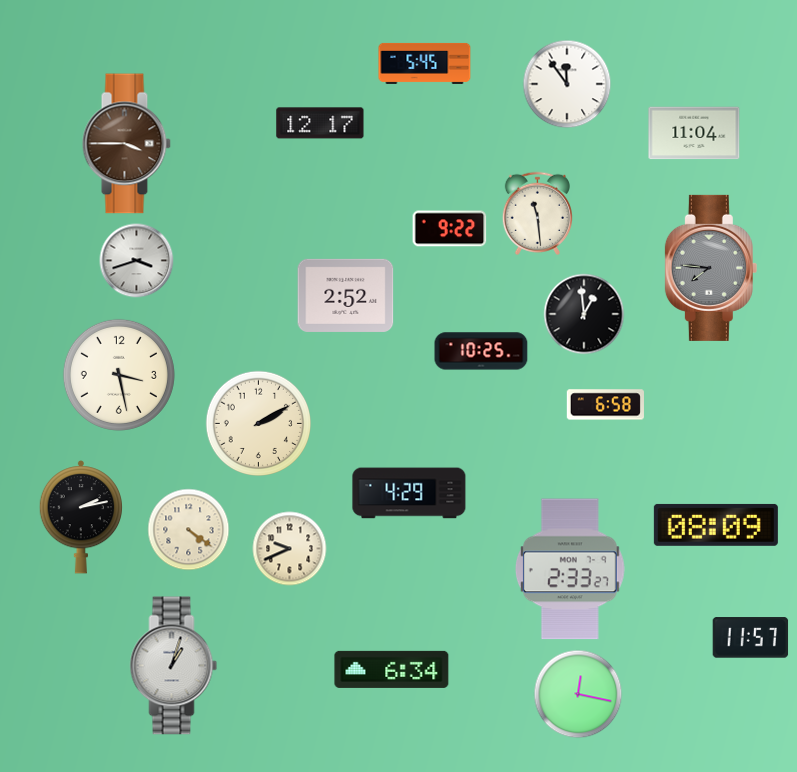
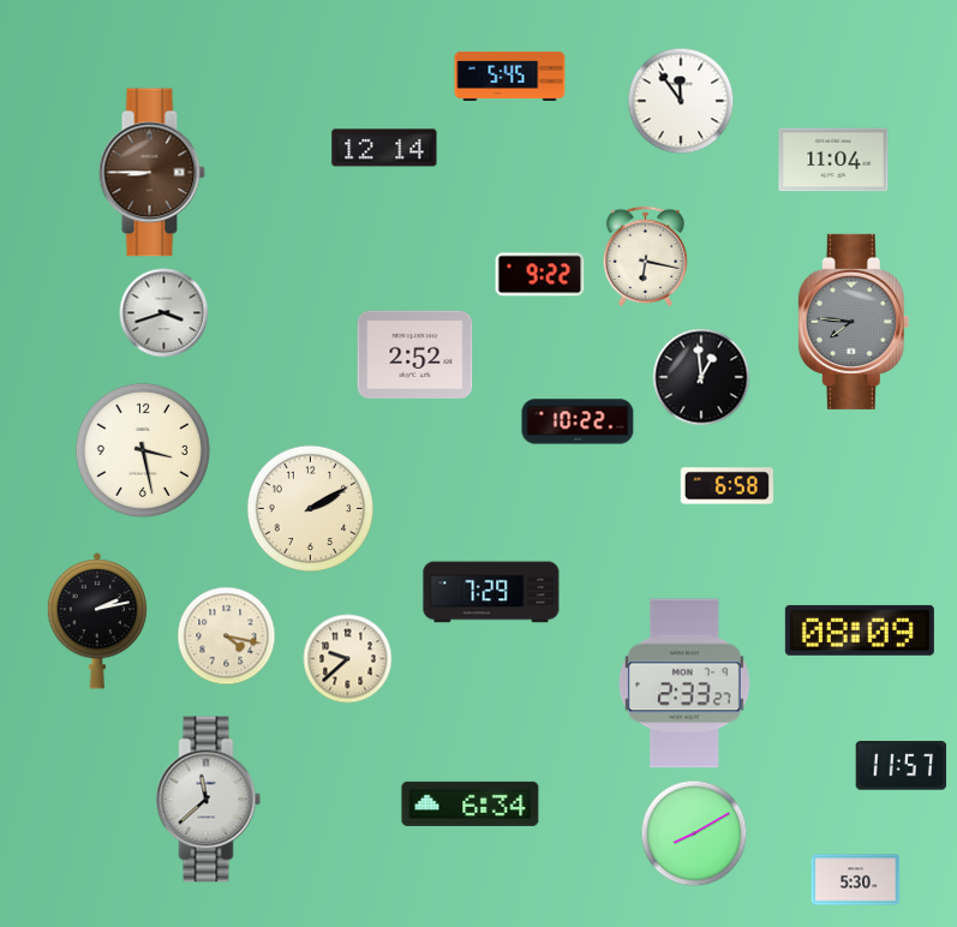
clock at (320, 123): 12:17 -> 12:14
clock at (126, 144): 3:45 -> 8:45
clock at (537, 213): 11:29 -> 6:17
clock at (481, 351): 10:25 -> 10:22
clock at (409, 493): 4:29 -> 7:29
clock at (189, 530): 4:21 -> 4:17
clock at (290, 549): 9:41 -> 9:38
clock at (174, 666): 1:03 -> 11:38
clock at (578, 694): 12:17 -> 8:10
clock at (856, 880): none -> 5:30
